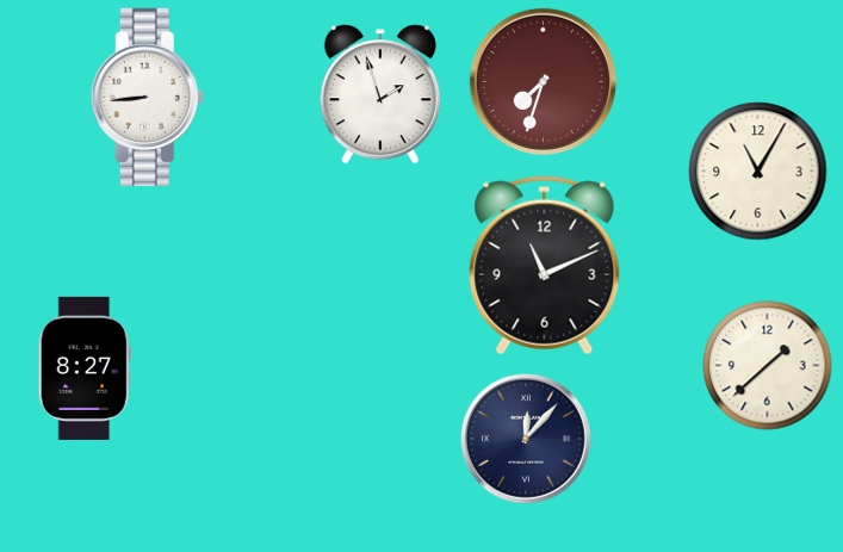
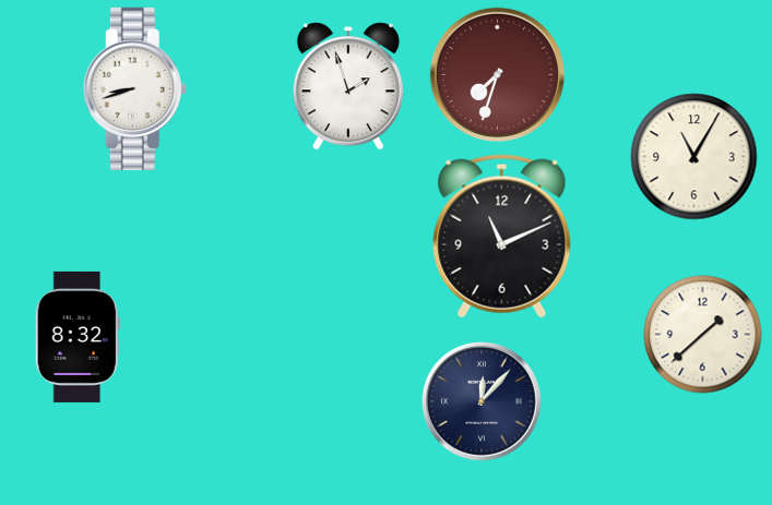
clock at (147, 97): 8:44 -> 8:42
clock at (545, 266) position: (545, 266) -> (502, 237)
clock at (85, 368): 8:27 -> 8:32
